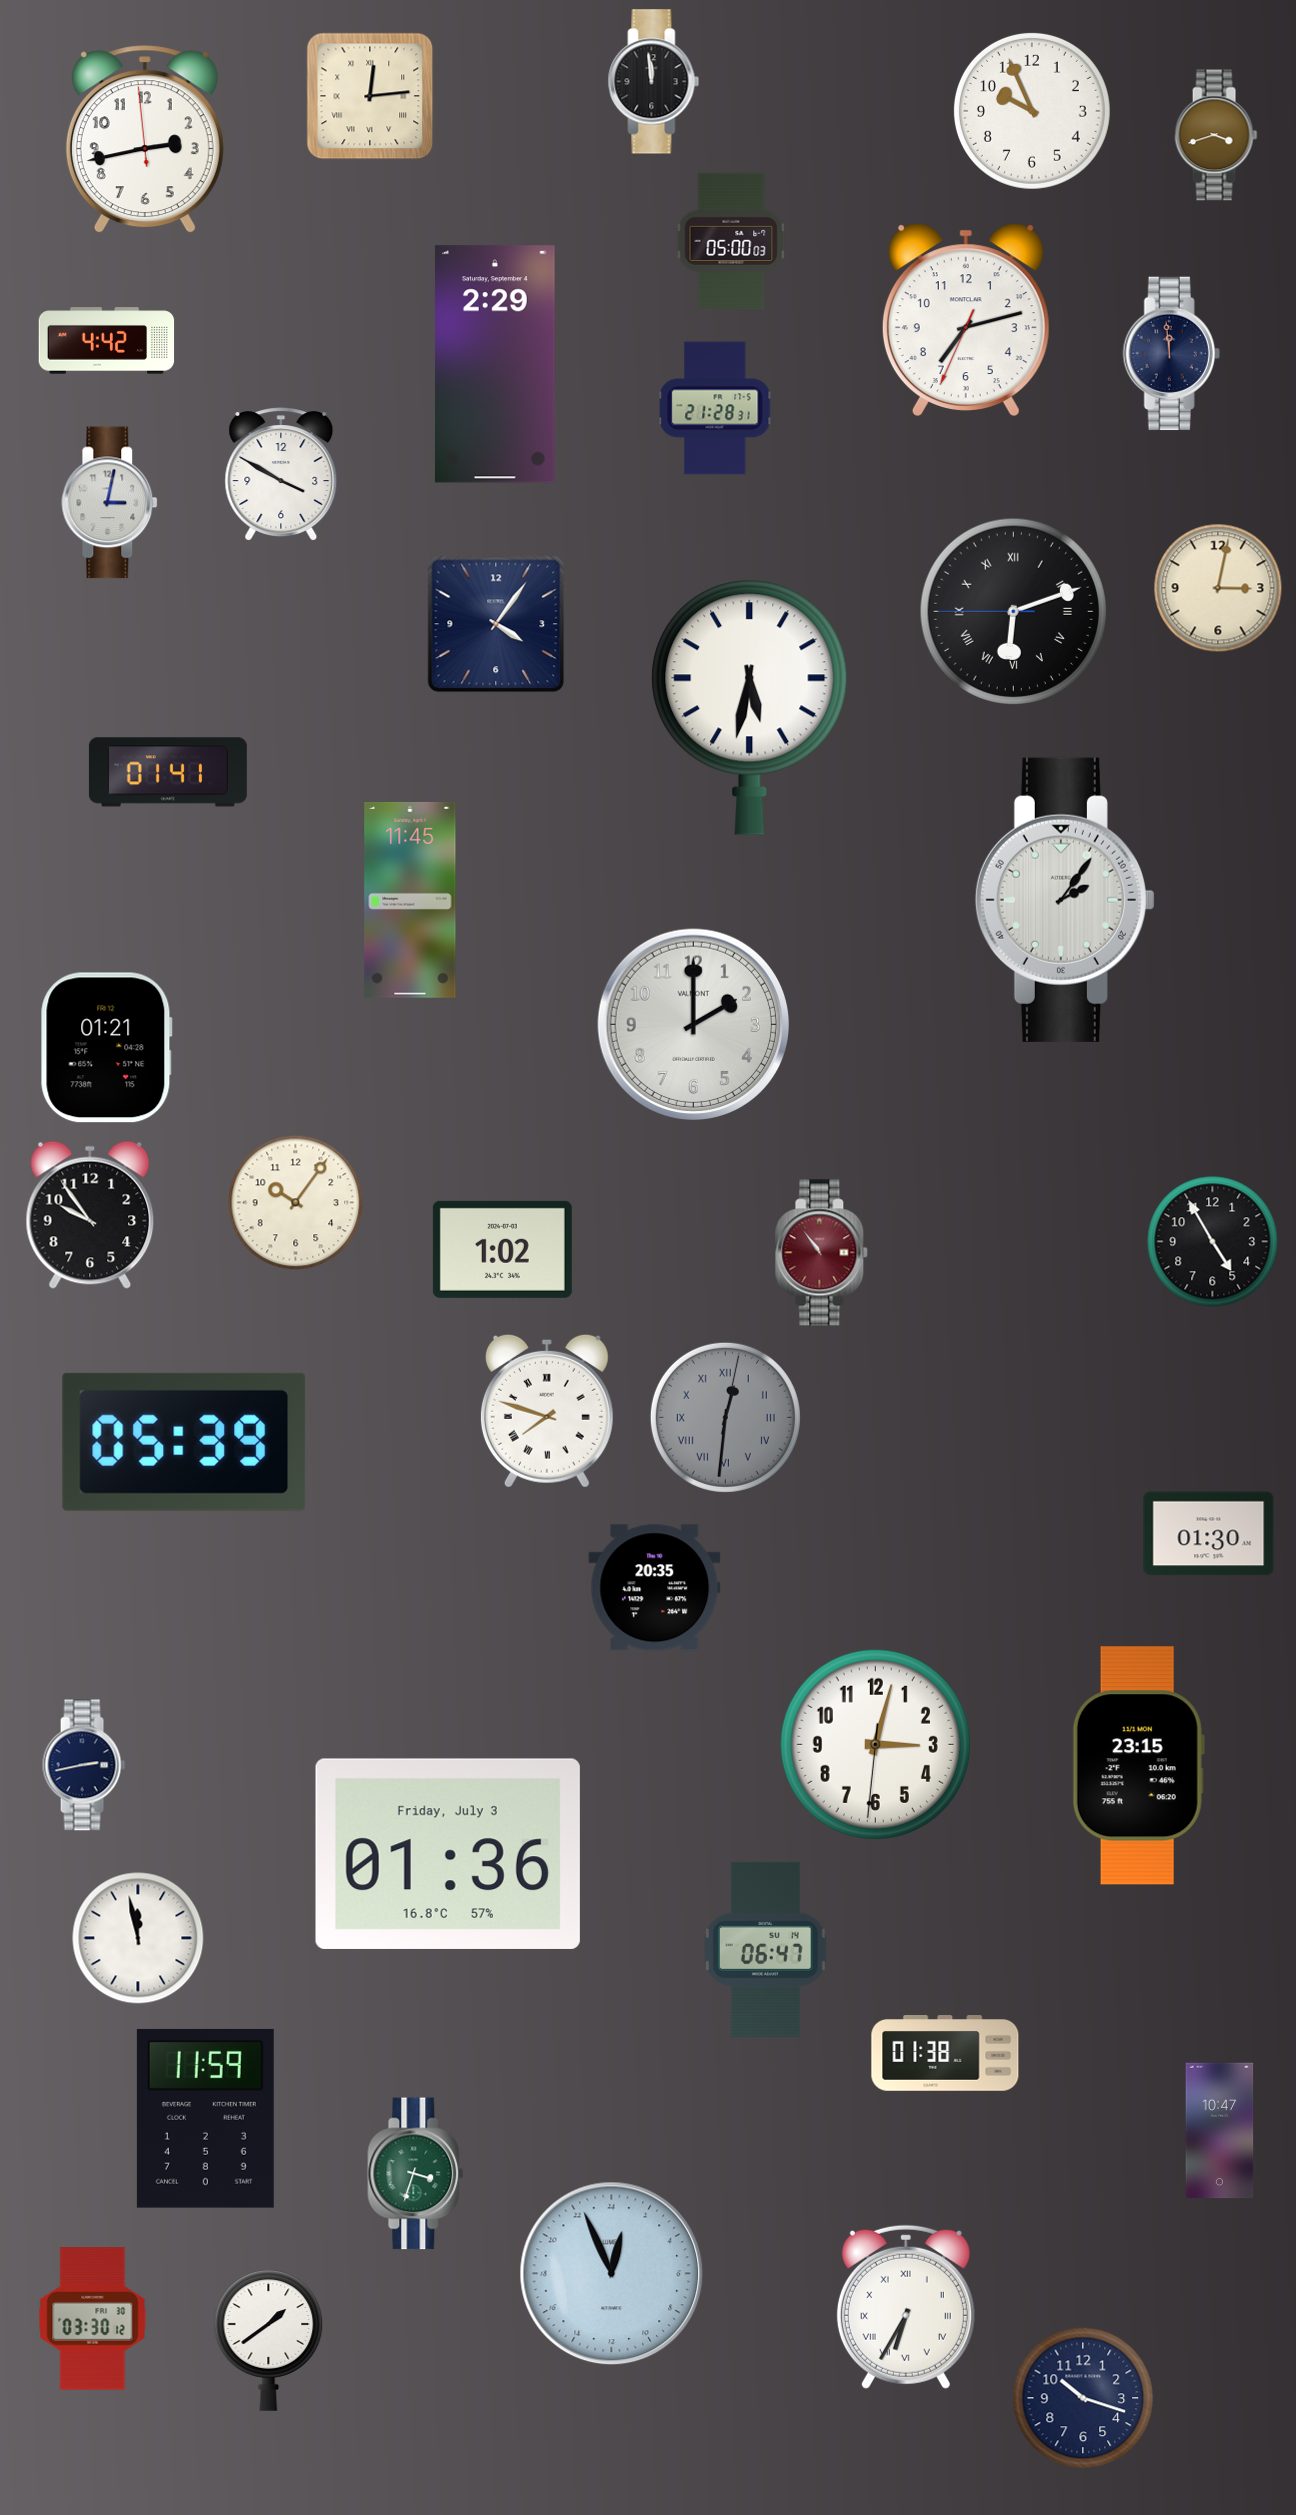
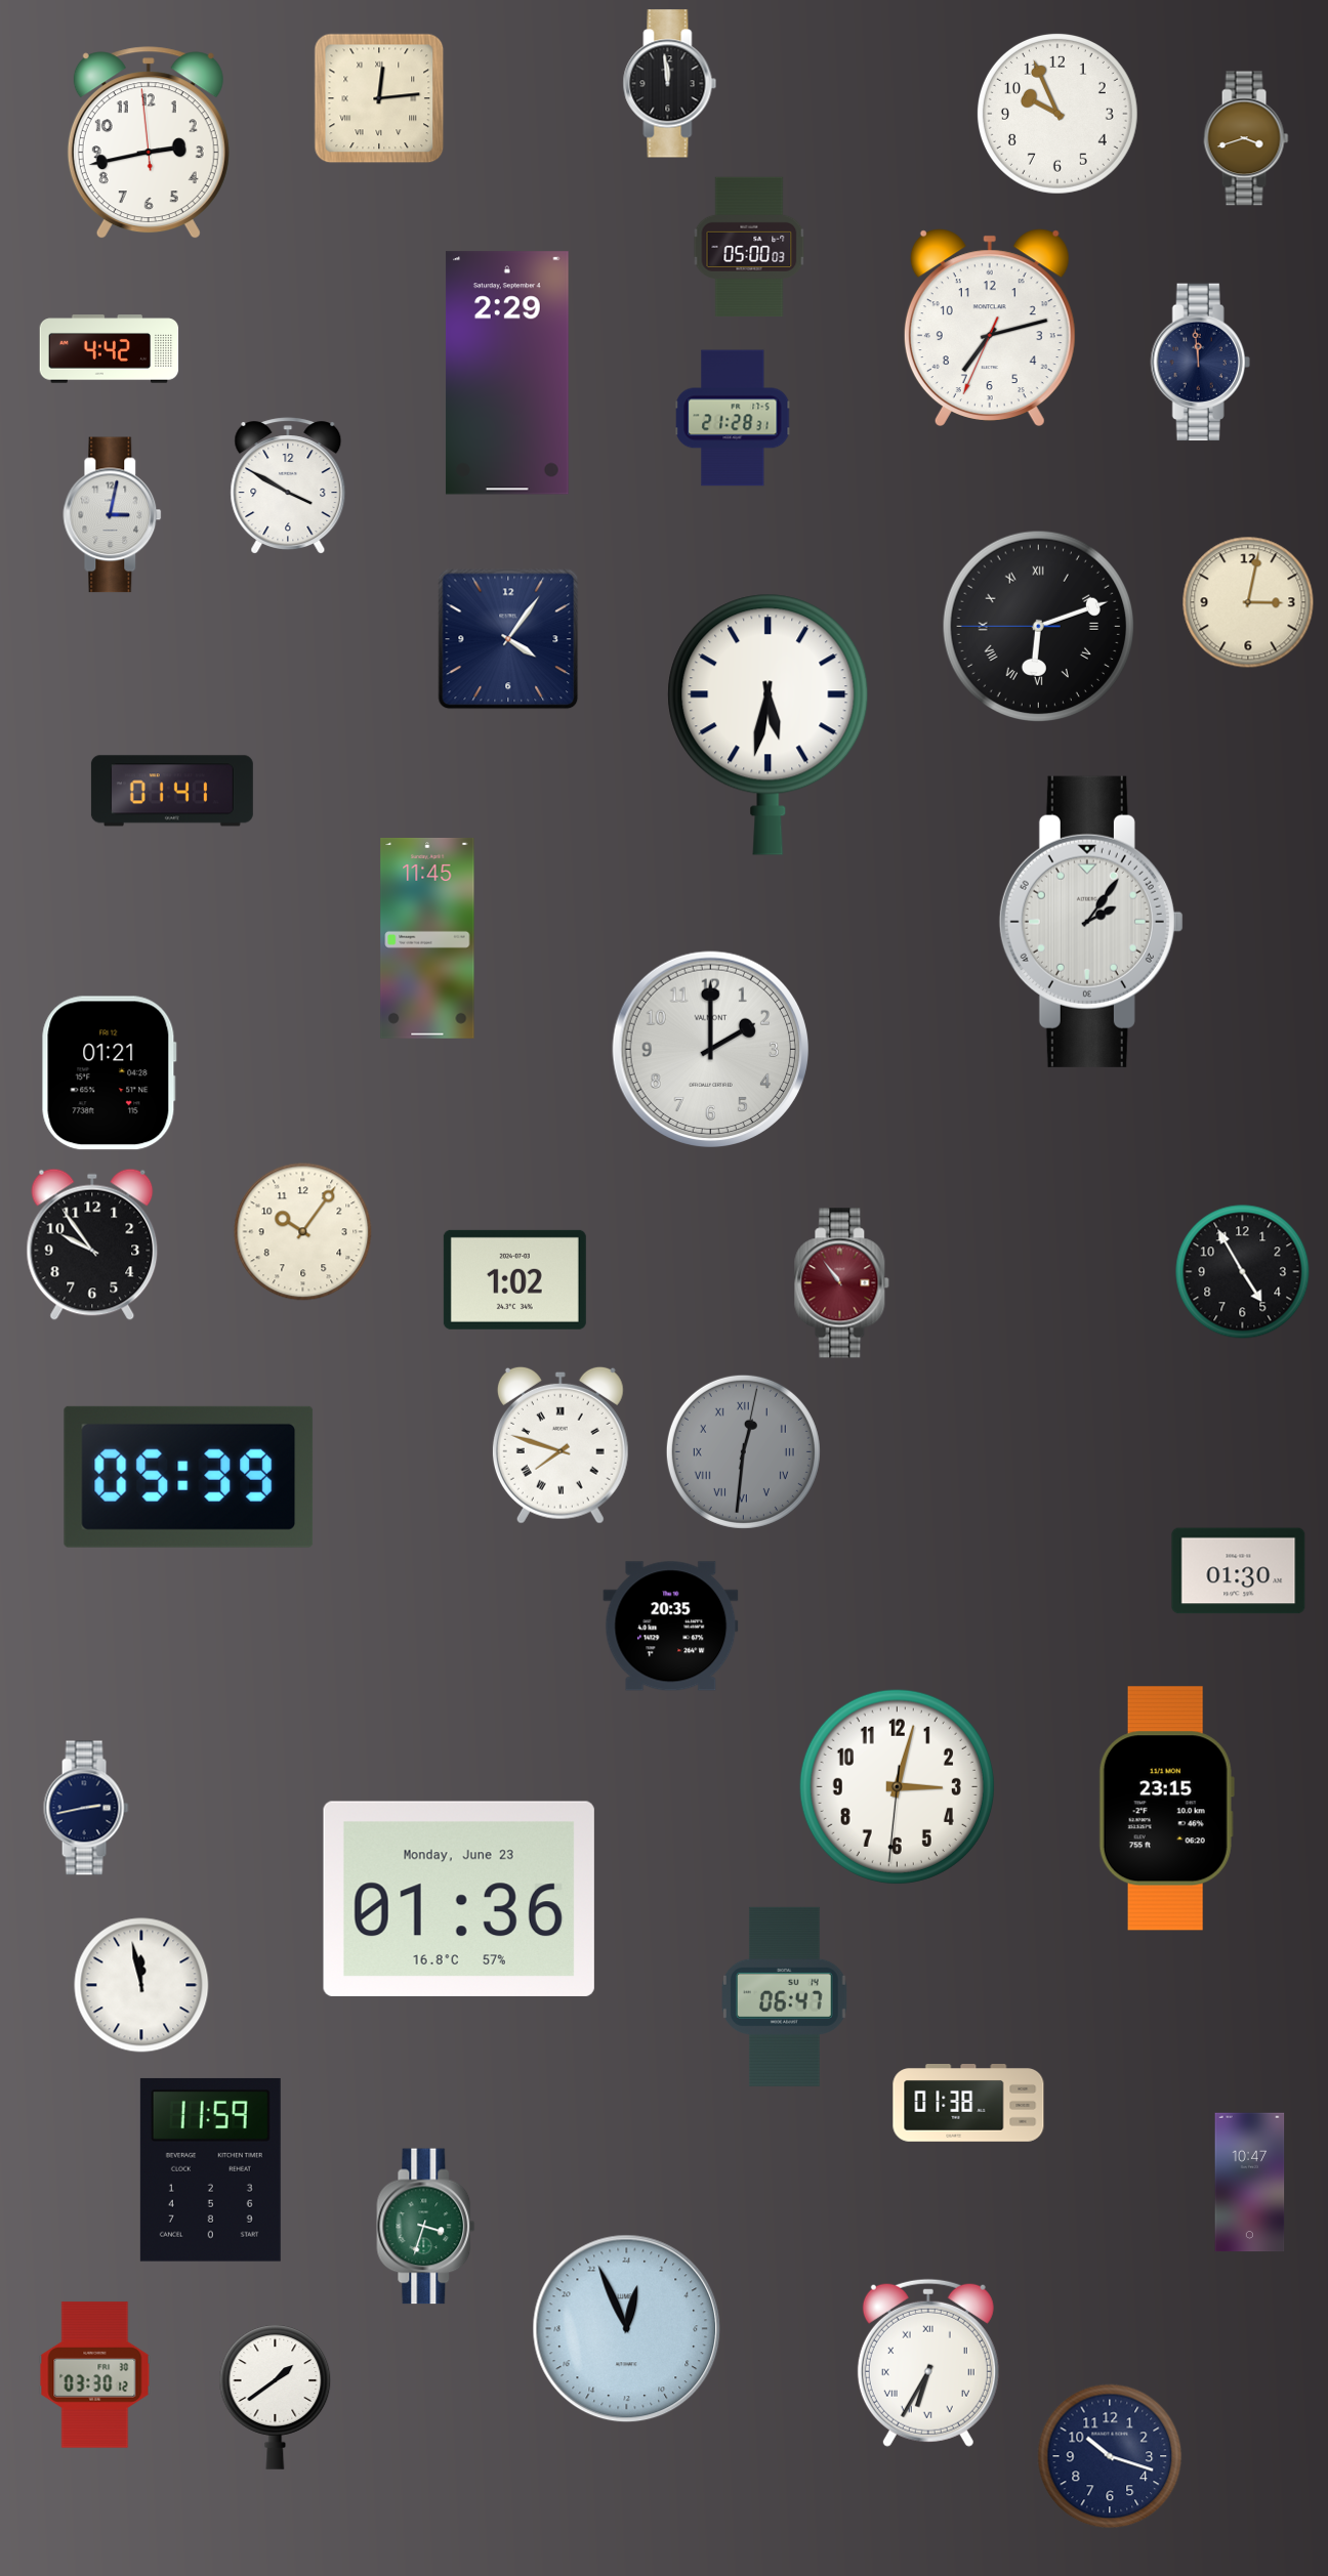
clock at (410, 900) position: (410, 900) -> (427, 938)
clock at (448, 1854) date: Friday, July 3 -> Monday, June 23
